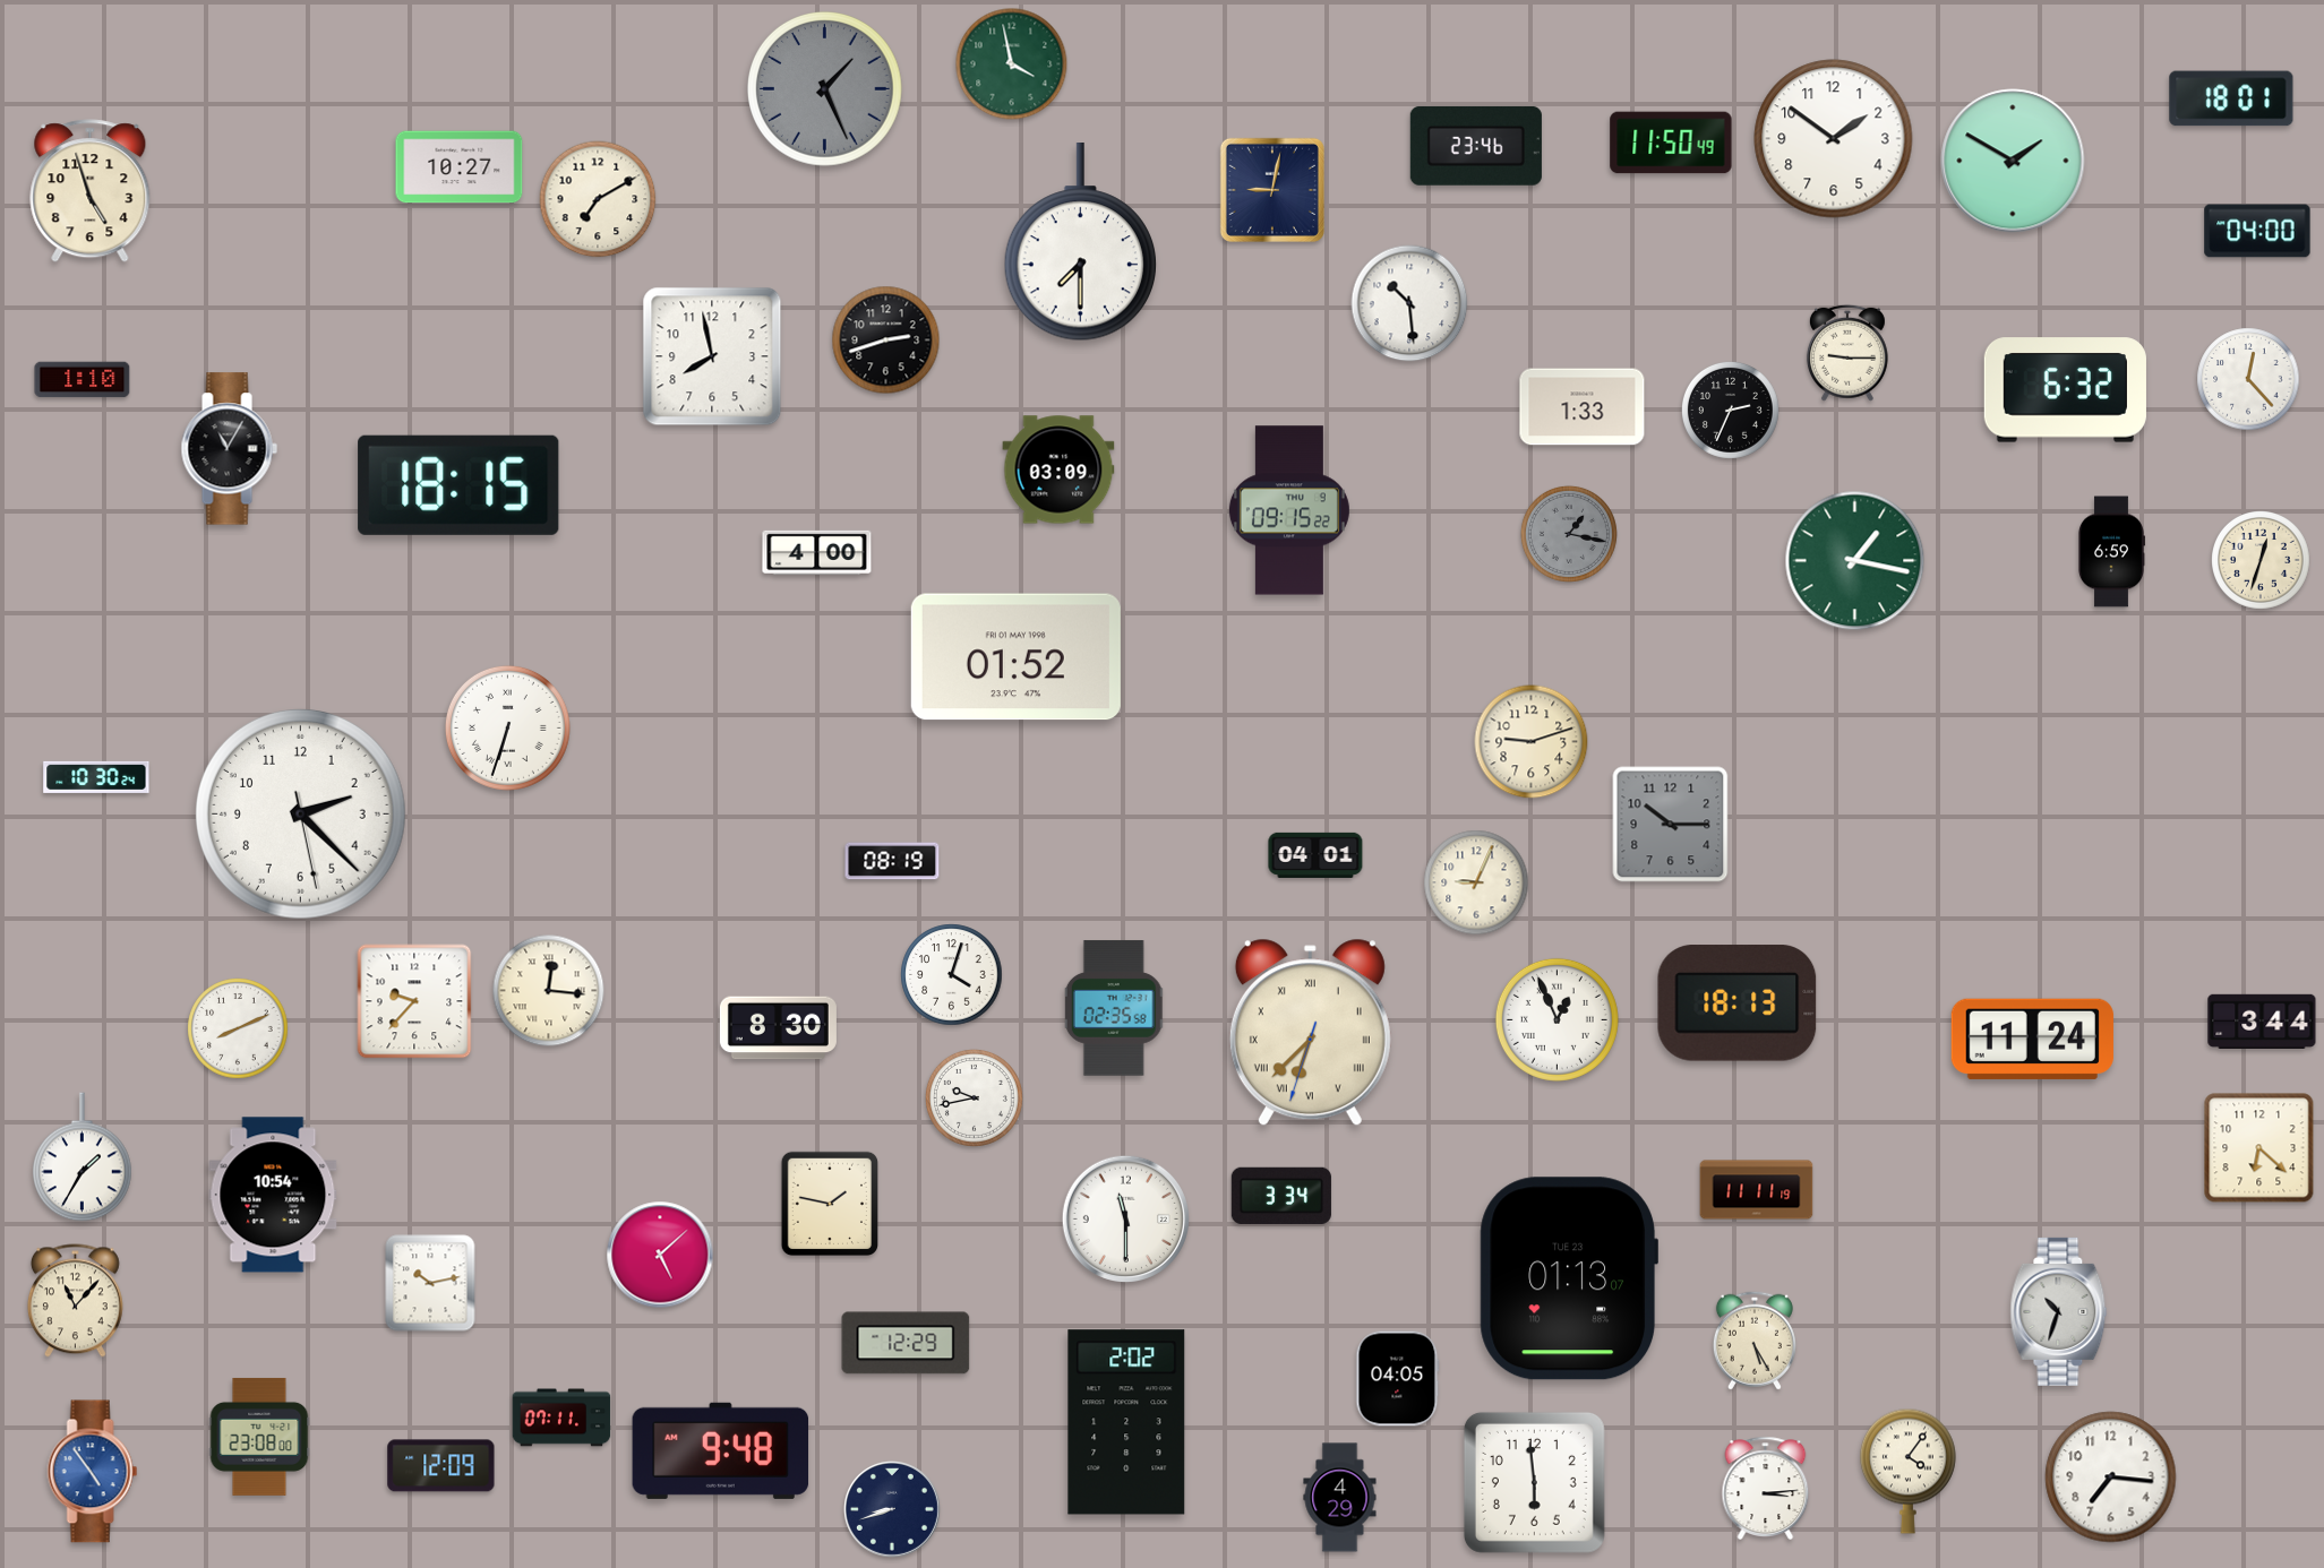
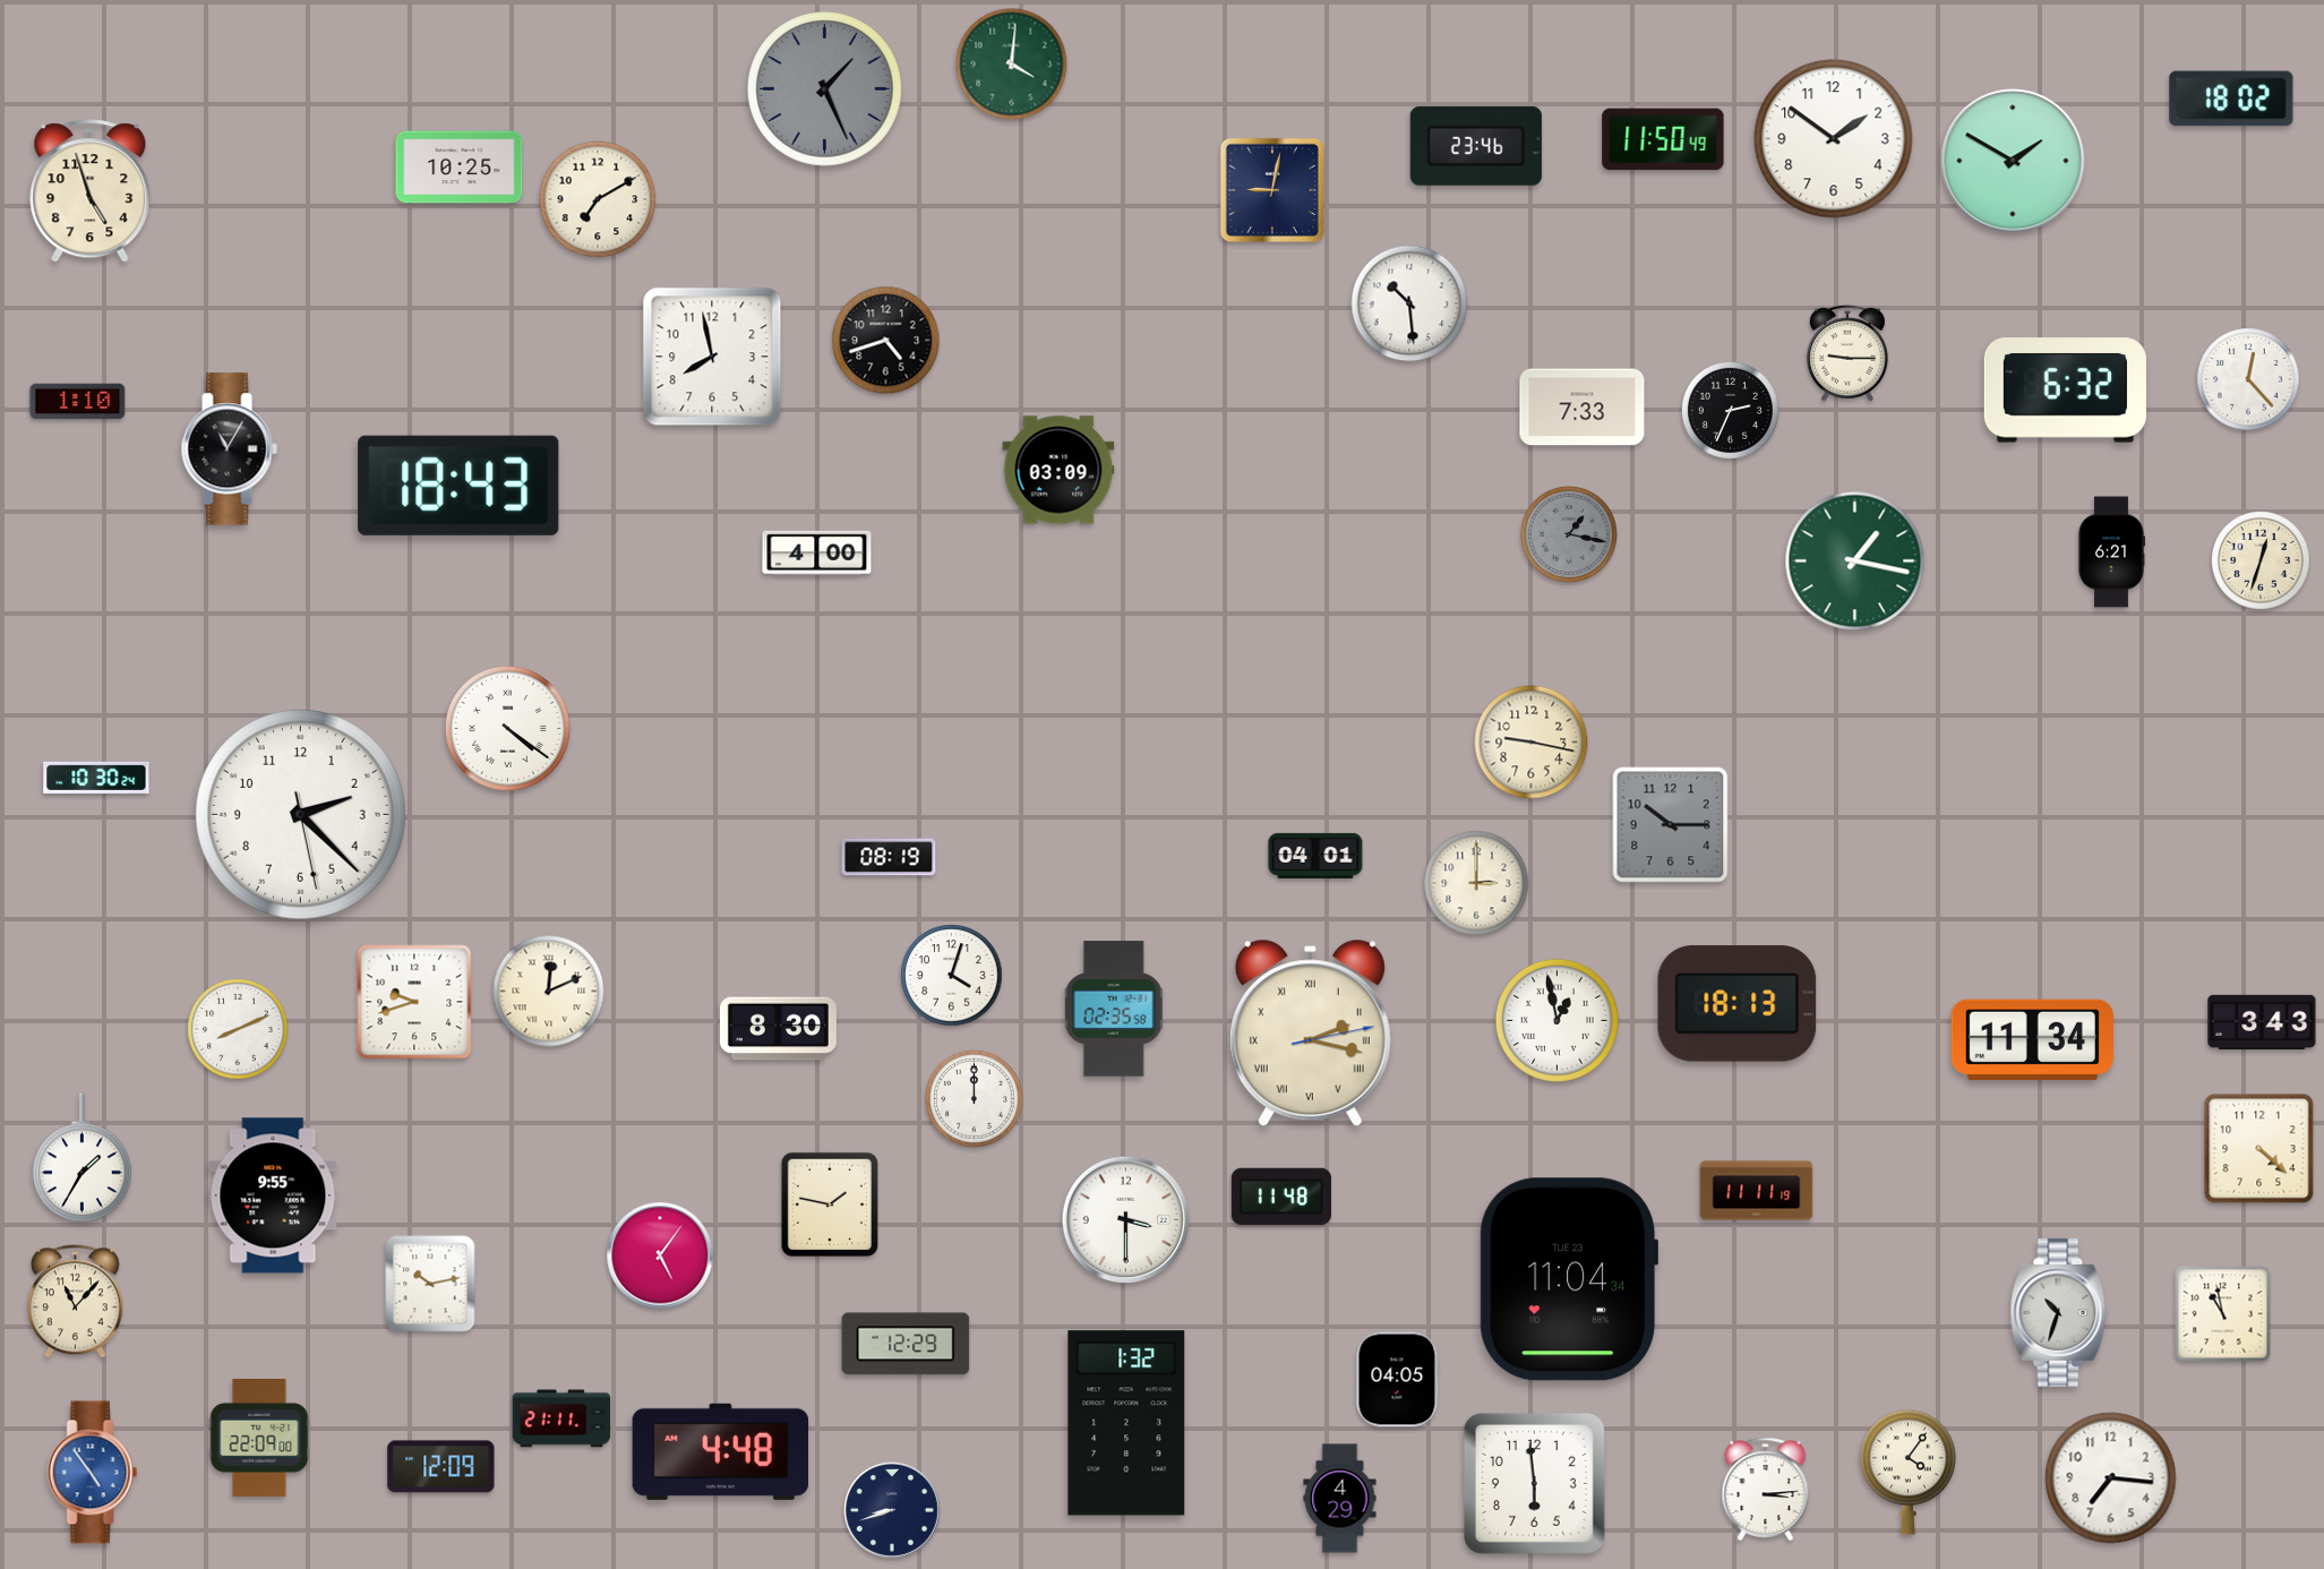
clock at (1012, 64): 3:58 -> 4:01
clock at (2231, 98): 18:01 -> 18:02
clock at (1671, 143) position: (1671, 143) -> (1663, 139)
clock at (460, 167): 10:27 -> 10:25
clock at (2257, 231): 04:00 -> none
clock at (1080, 243): 7:30 -> none
clock at (886, 341): 2:42 -> 4:42
clock at (83, 380) position: (83, 380) -> (78, 402)
clock at (1583, 407): 1:33 -> 7:33
clock at (458, 485): 18:15 -> 18:43
clock at (1289, 510): 09:15 -> none
clock at (2111, 552): 6:59 -> 6:21
clock at (1015, 657): 01:52 -> none
clock at (507, 727): 6:33 -> 4:21
clock at (1532, 742): 9:12 -> 9:17
clock at (892, 861) position: (892, 861) -> (889, 857)
clock at (1476, 882): 9:04 -> 3:00
clock at (549, 991): 12:16 -> 12:11
clock at (414, 1001): 9:37 -> 9:42
clock at (1557, 1019): 12:56 -> 12:58
clock at (2262, 1022): 3:44 -> 3:43
clock at (1310, 1033): 6:37 -> 2:17
clock at (2032, 1039): 11:24 -> 11:34
clock at (974, 1097): 9:43 -> 12:00
clock at (2259, 1148): 6:22 -> 4:22
clock at (273, 1195): 10:54 -> 9:55
clock at (1281, 1196): 3:34 -> 11:48
clock at (1125, 1218): 11:30 -> 3:30
clock at (660, 1255): 5:08 -> 5:06
clock at (1568, 1278): 01:13 -> 11:04
clock at (2223, 1314): none -> 10:58
clock at (1755, 1341): 5:25 -> none
clock at (561, 1418): 07:11 -> 21:11
clock at (1126, 1422): 2:02 -> 1:32
clock at (259, 1437): 23:08 -> 22:09
clock at (721, 1450): 9:48 -> 4:48
